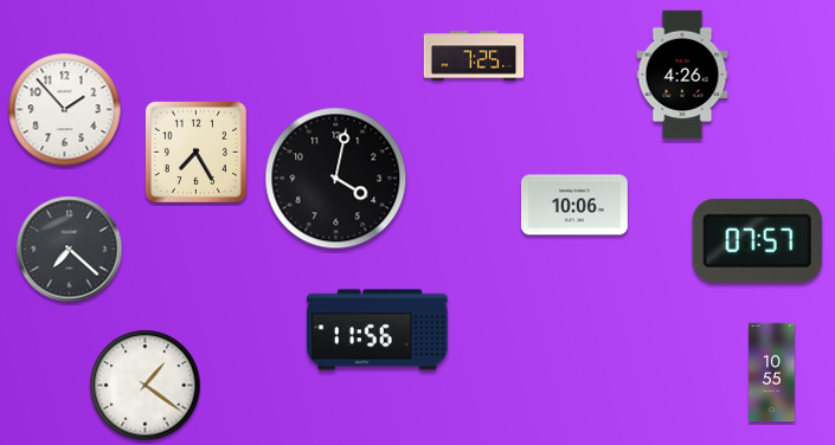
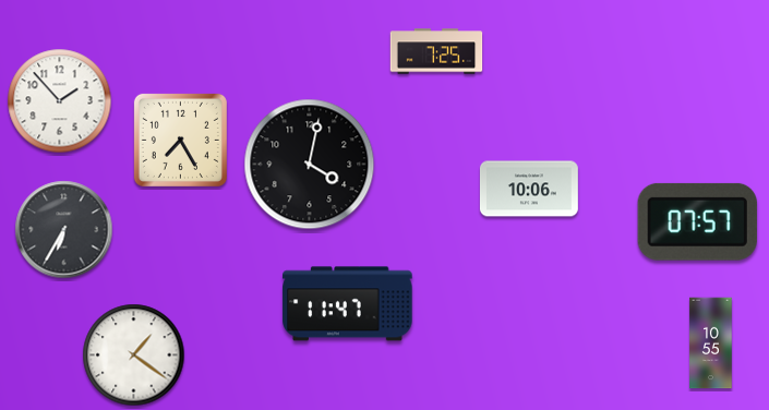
clock at (682, 75): 4:26 -> none
clock at (70, 250): 7:22 -> 6:35
clock at (378, 330): 11:56 -> 11:47
